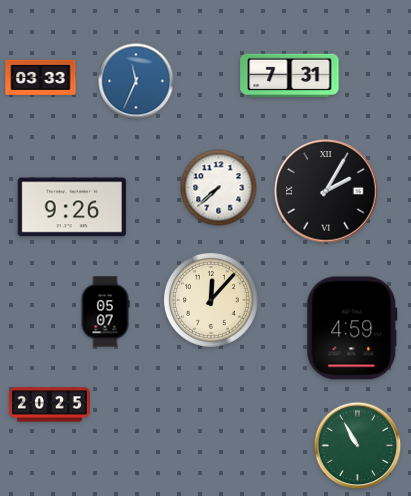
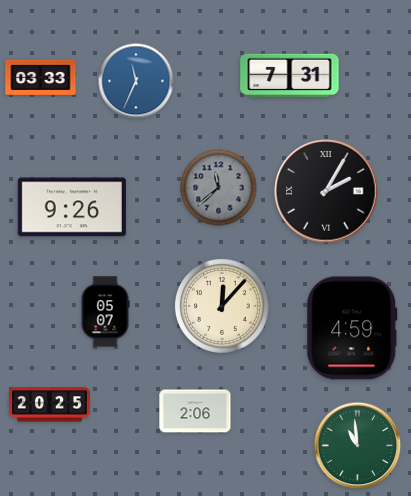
clock at (219, 188): 7:38 -> 11:38
clock at (219, 188) dial: white -> grey
clock at (211, 300) position: (211, 300) -> (222, 306)
clock at (195, 411): none -> 2:06
clock at (358, 446): 10:55 -> 10:59
